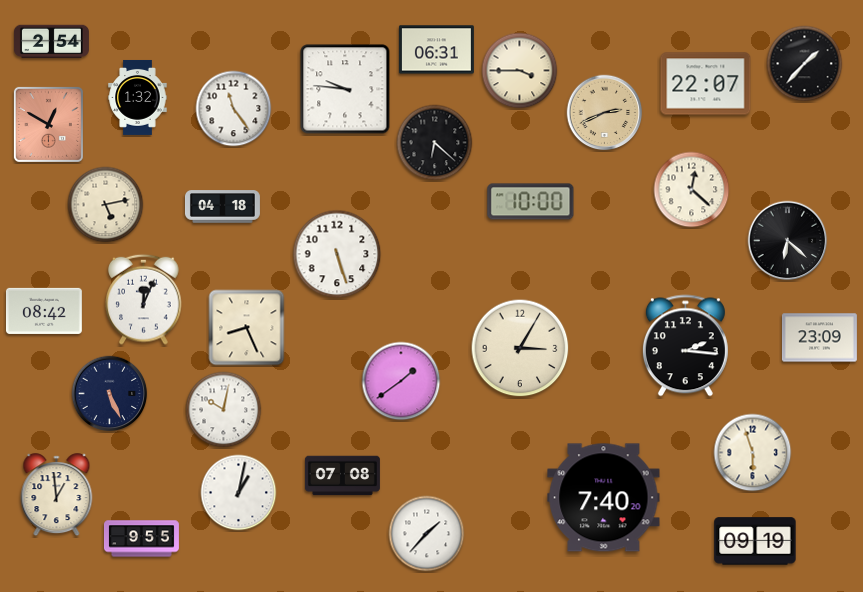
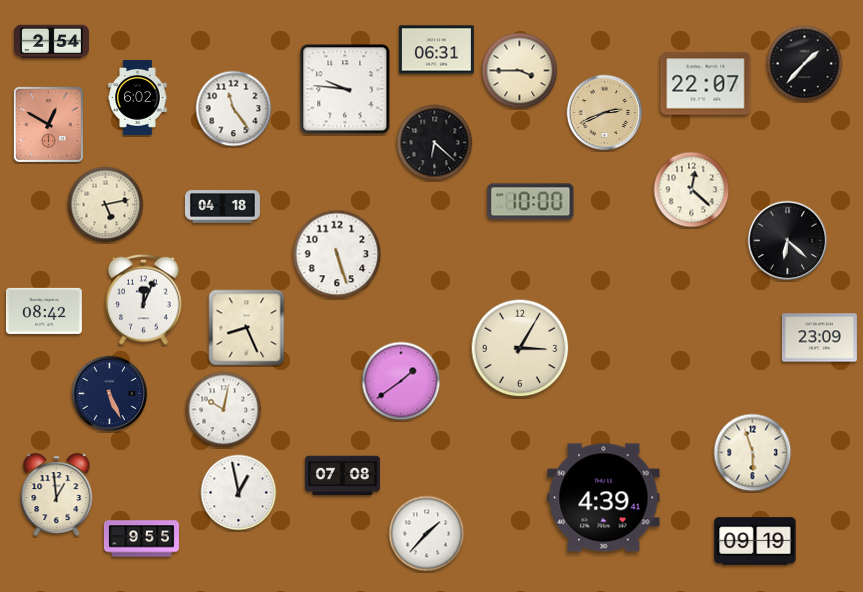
clock at (138, 97): 1:32 -> 6:02
clock at (685, 346): 2:16 -> none
clock at (239, 493): 1:02 -> 12:58
clock at (604, 498): 7:40 -> 4:39
